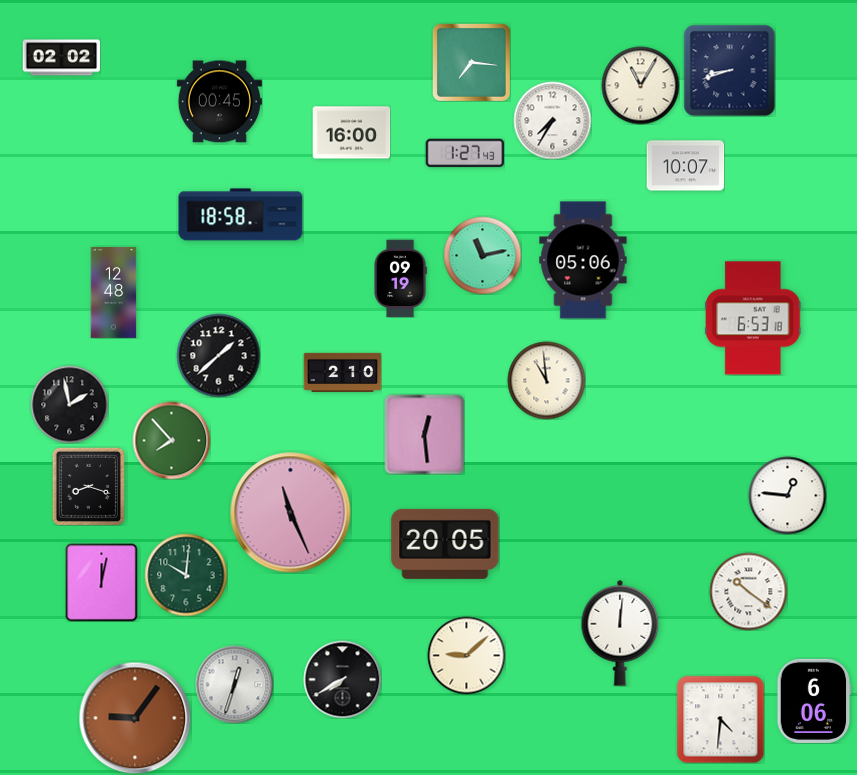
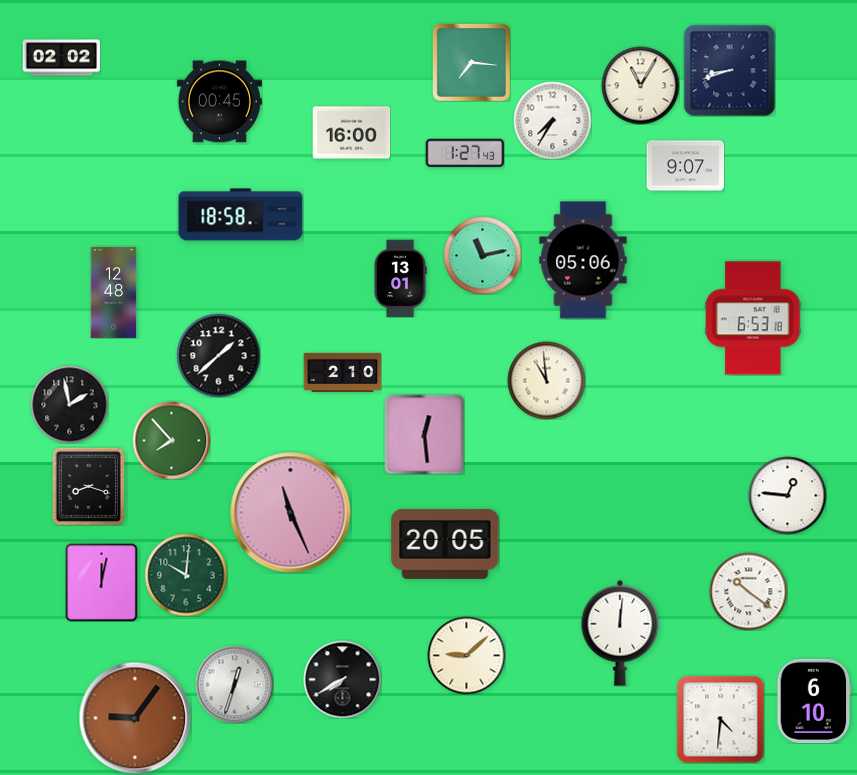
clock at (685, 166): 10:07 -> 9:07
clock at (400, 278): 09:19 -> 13:01
clock at (814, 701): 6:06 -> 6:10
